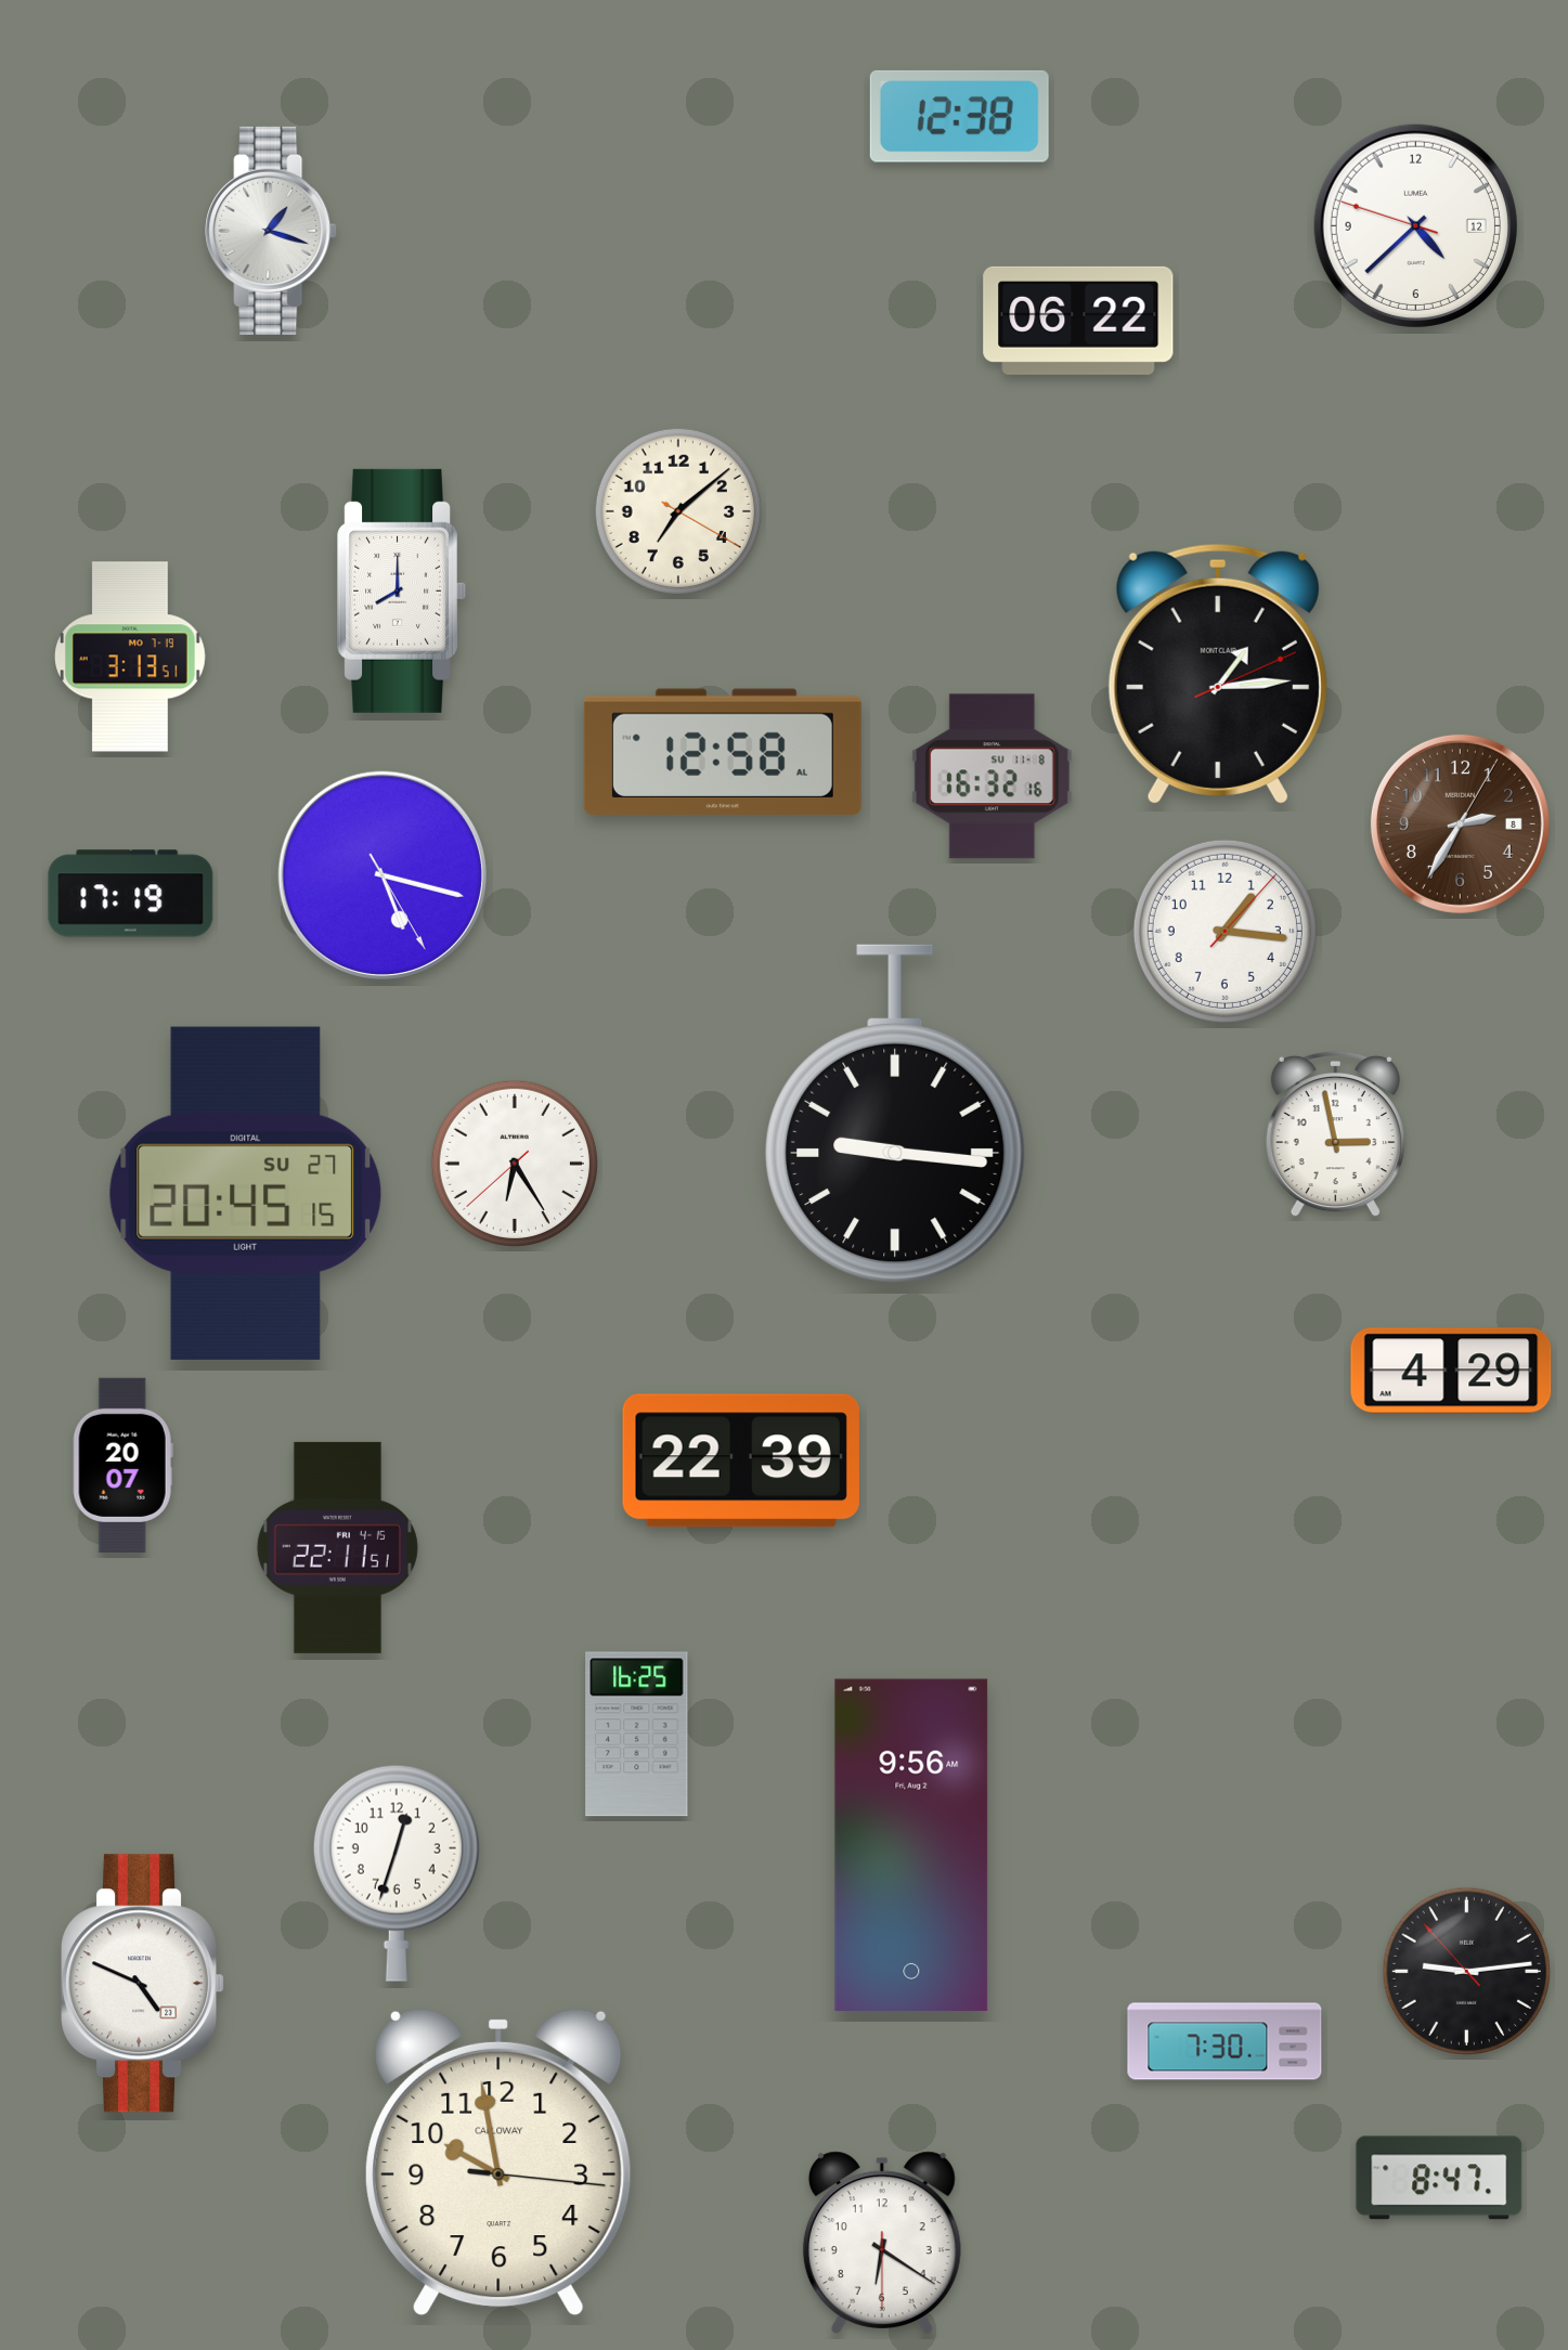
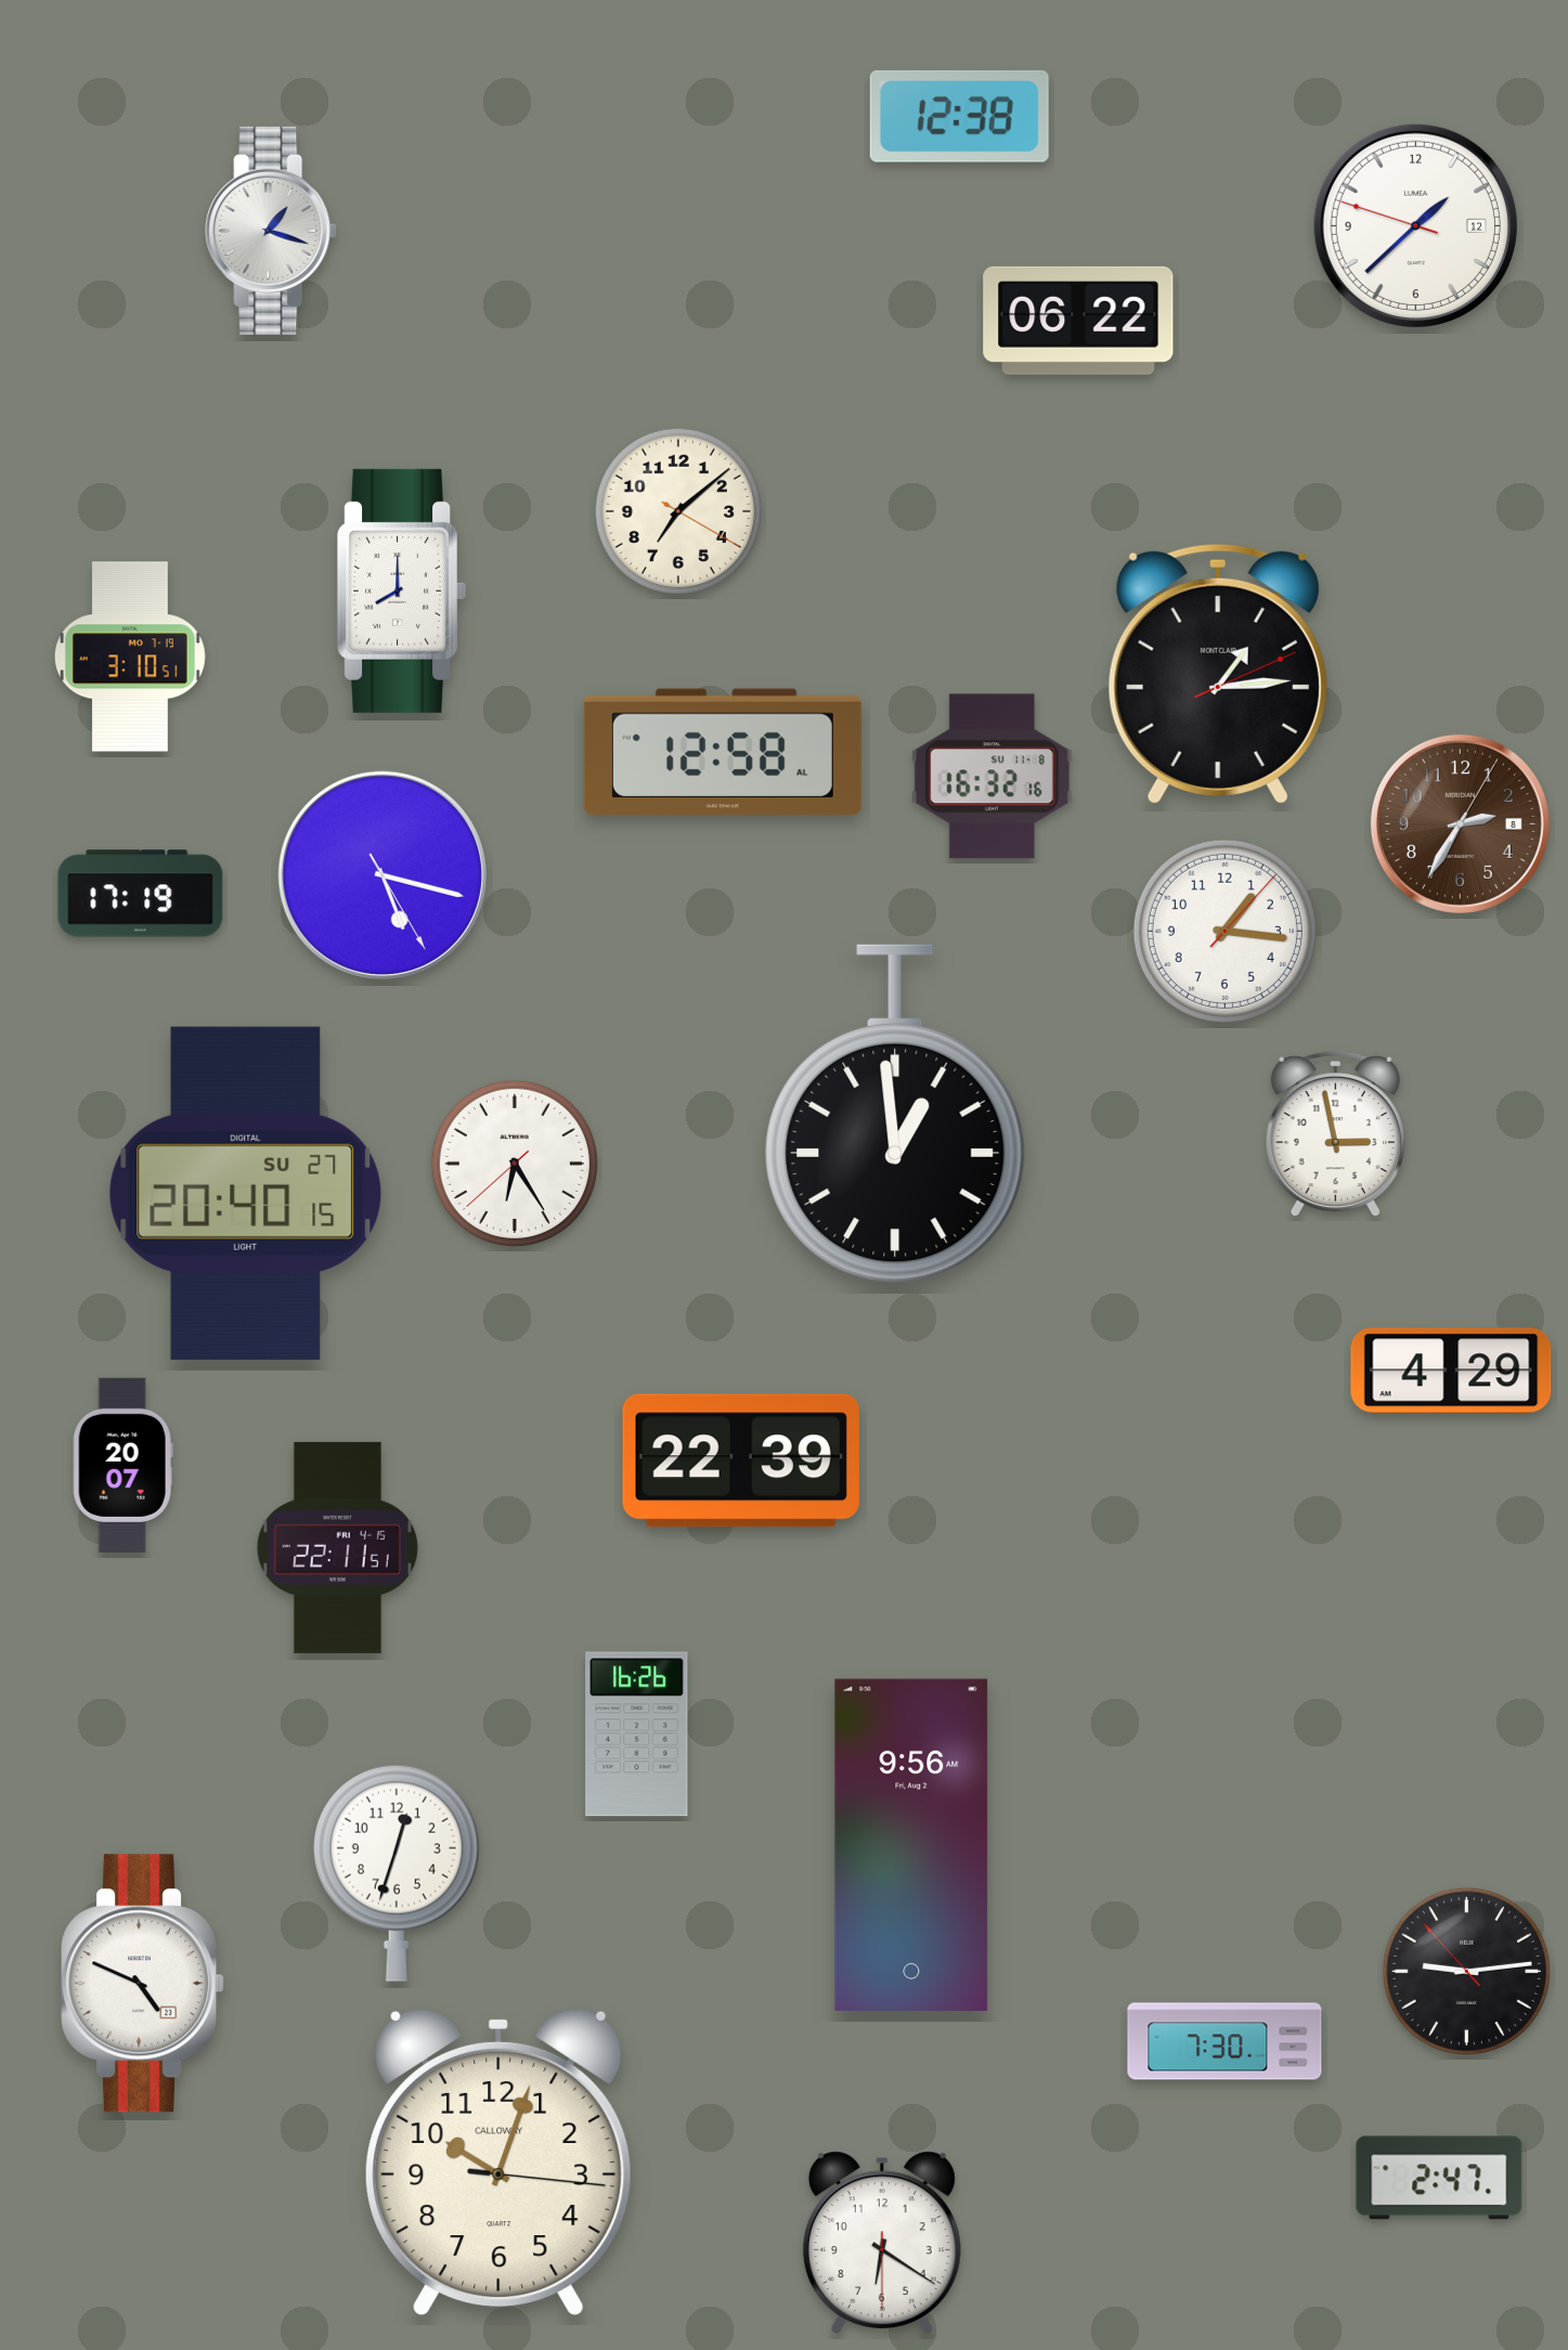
clock at (1415, 225): 4:37 -> 1:37
clock at (131, 657): 3:13 -> 3:10
clock at (131, 894) position: (131, 894) -> (141, 894)
clock at (896, 1114): 9:16 -> 12:59
clock at (246, 1193): 20:45 -> 20:40
clock at (637, 1735): 16:25 -> 16:26
clock at (500, 2163): 9:58 -> 10:03
clock at (1439, 2178): 8:47 -> 2:47
